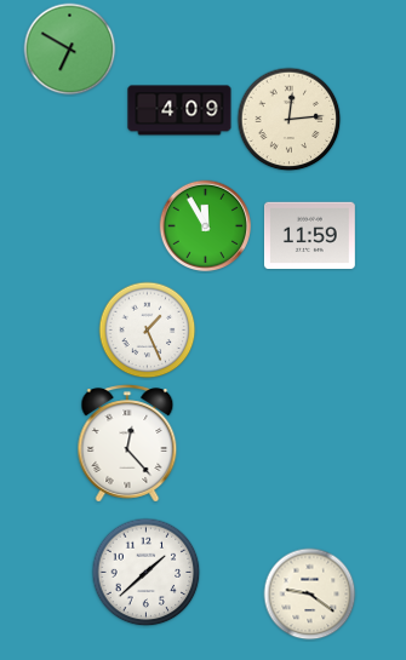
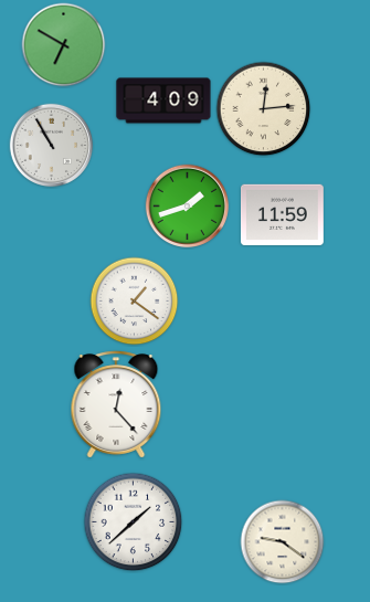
clock at (52, 146): none -> 10:55
clock at (206, 226): 11:55 -> 1:42
clock at (148, 331): 1:26 -> 1:21
